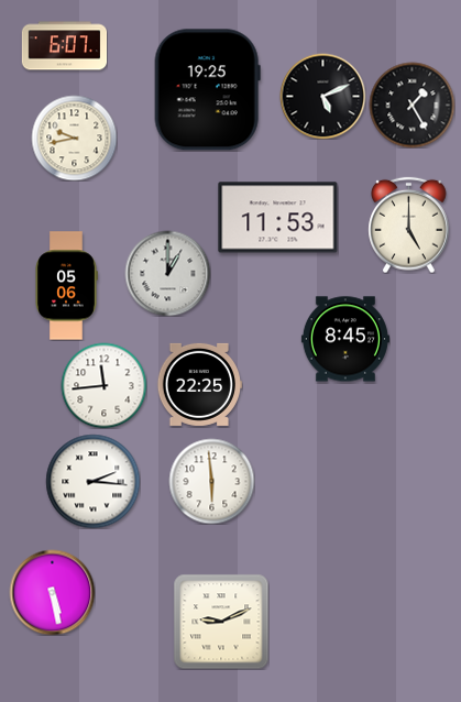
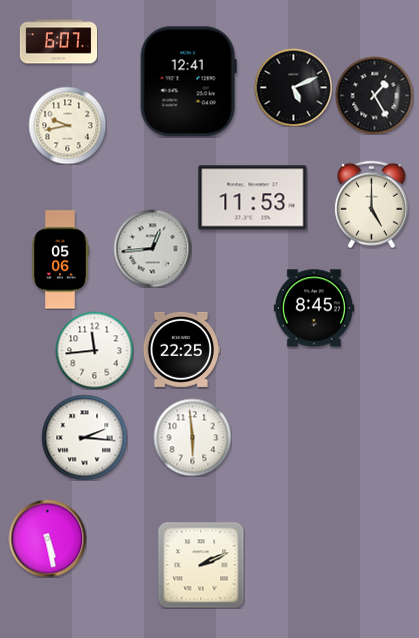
clock at (207, 90): 19:25 -> 12:41
clock at (167, 273): 1:00 -> 12:44
clock at (221, 622): 9:11 -> 2:11
